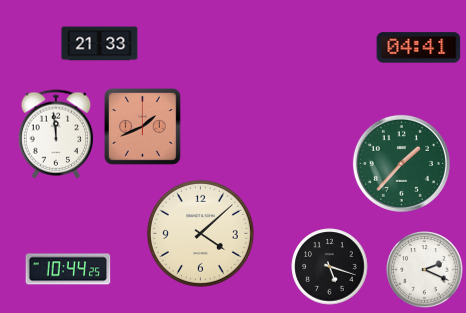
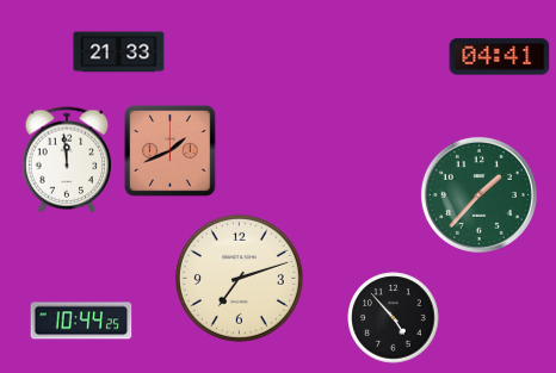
clock at (200, 233): 4:08 -> 7:12
clock at (330, 267): 5:18 -> 4:53
clock at (425, 270): 2:19 -> none
